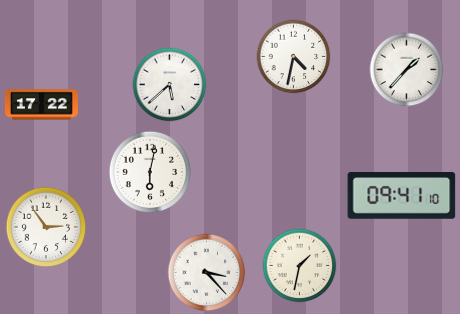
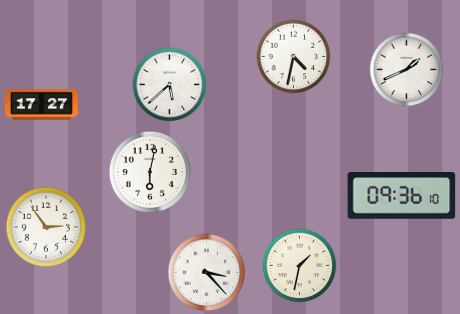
clock at (407, 70): 1:37 -> 1:41
clock at (41, 105): 17:22 -> 17:27
clock at (402, 196): 09:41 -> 09:36
